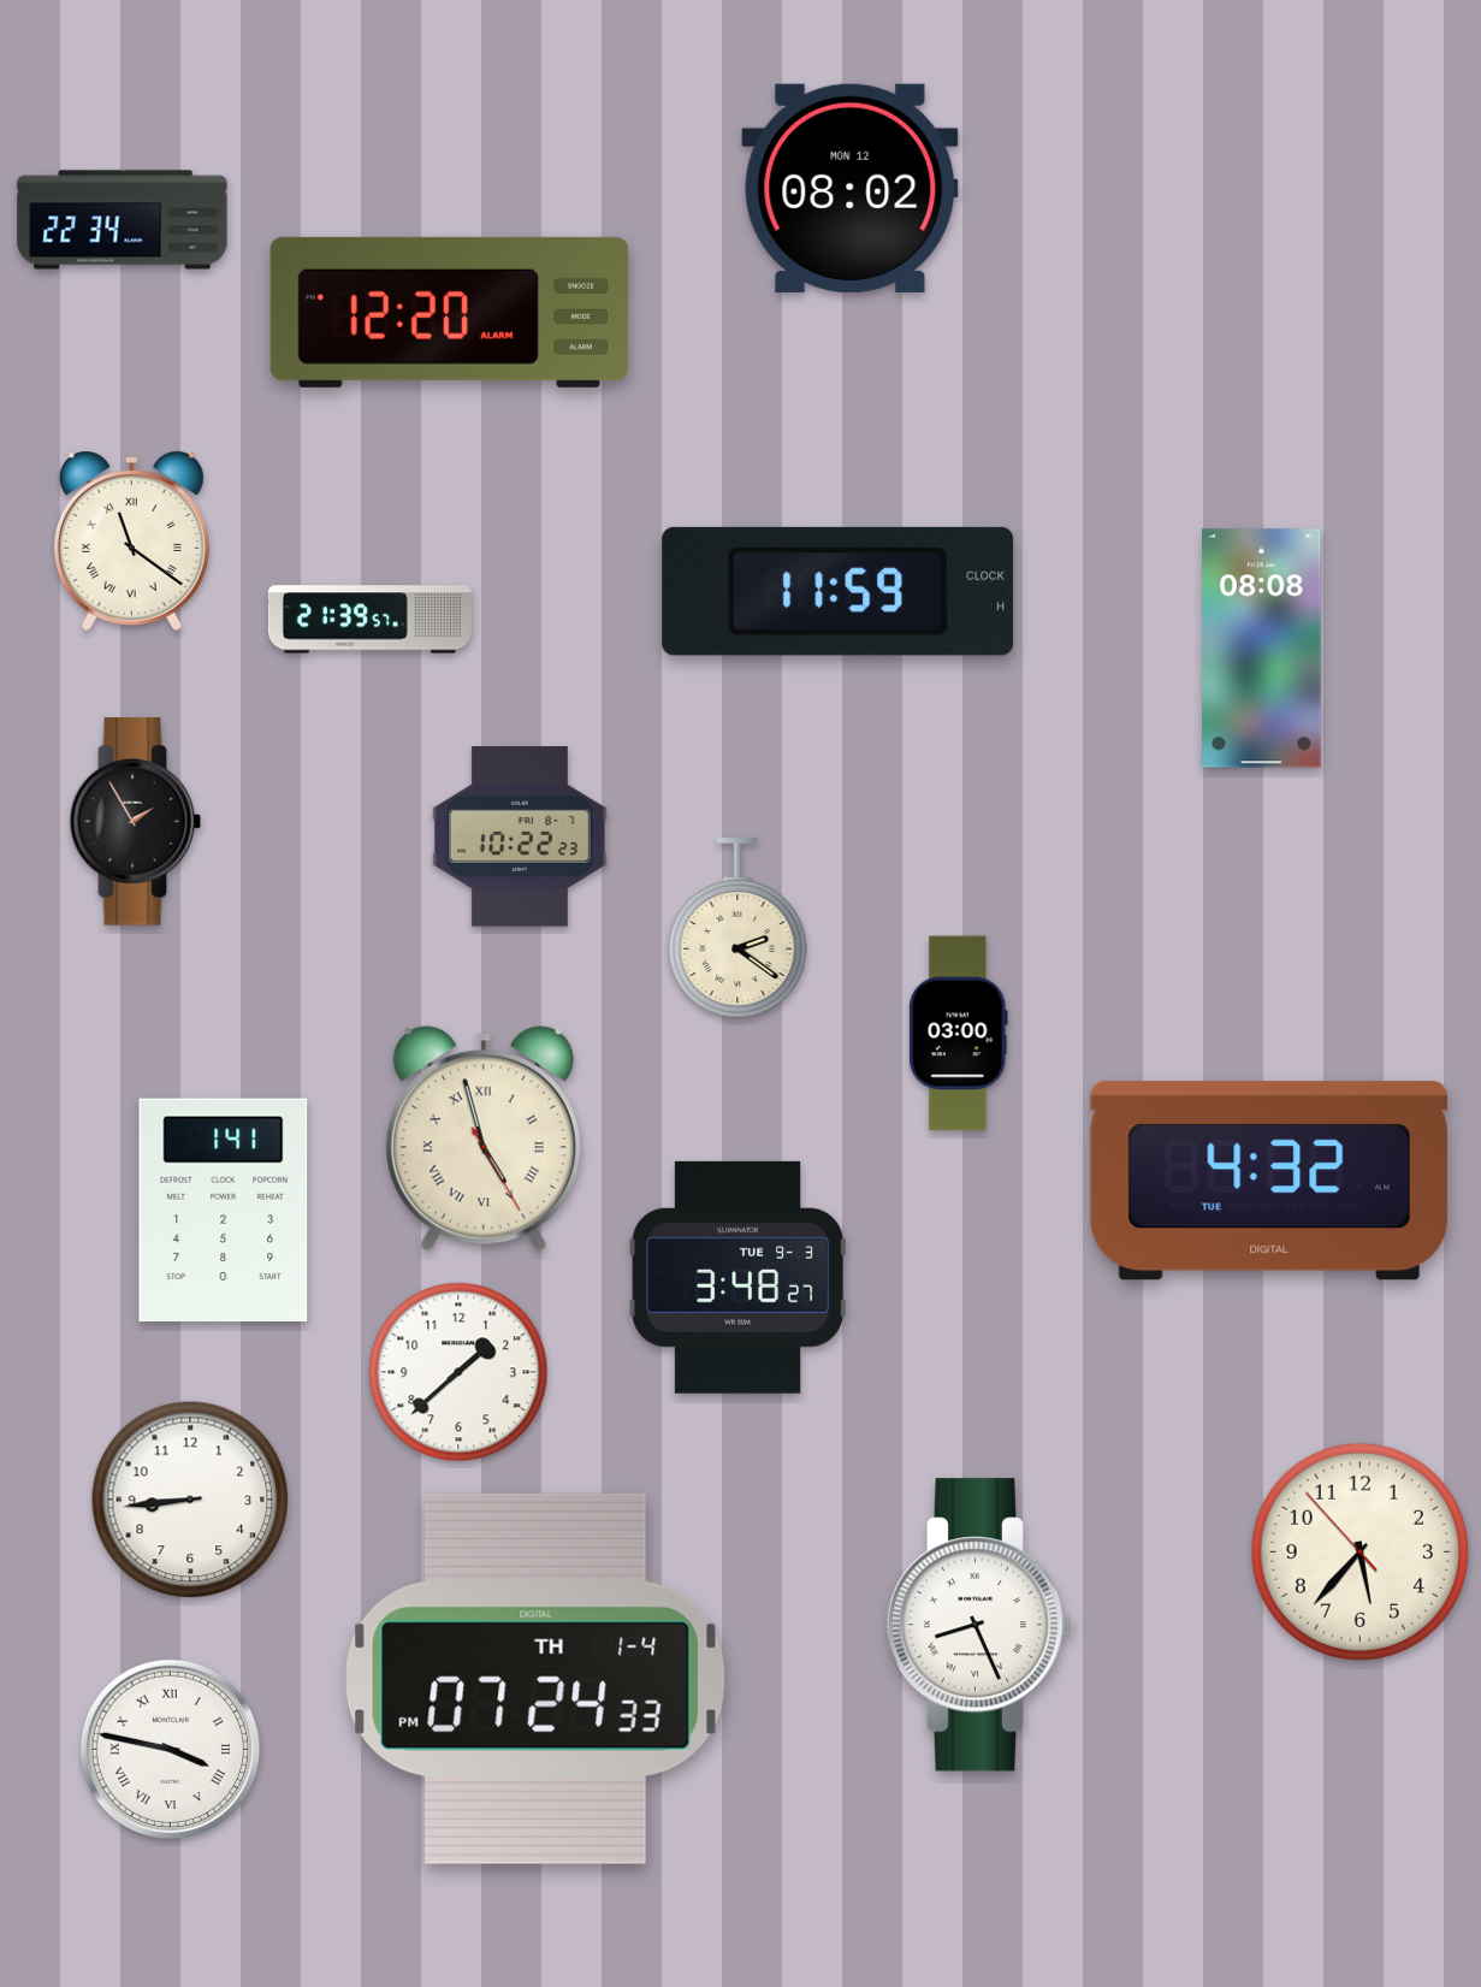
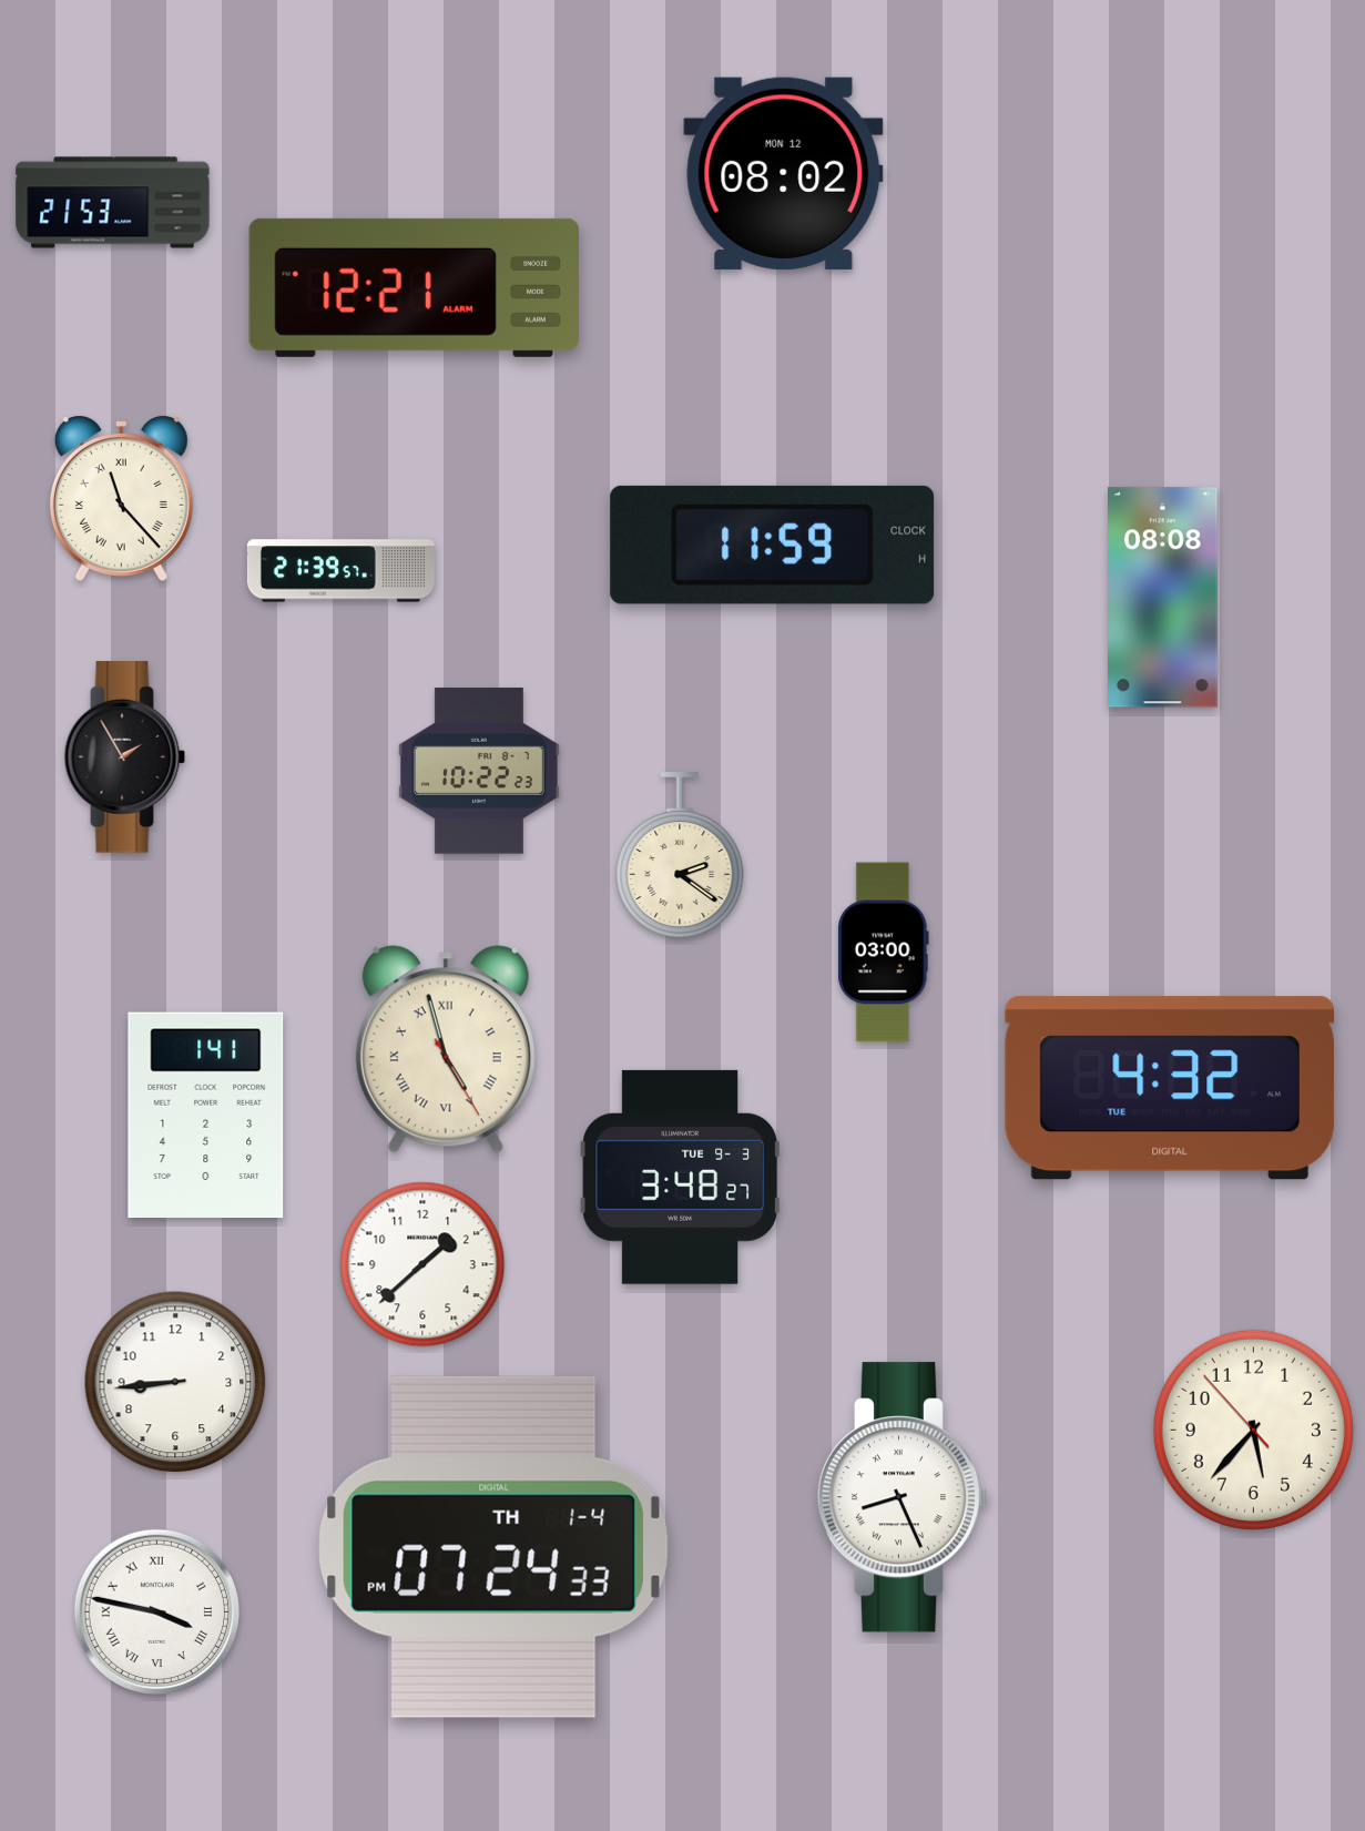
clock at (123, 220): 22:34 -> 21:53
clock at (449, 312): 12:20 -> 12:21
clock at (131, 542): 11:21 -> 11:23
